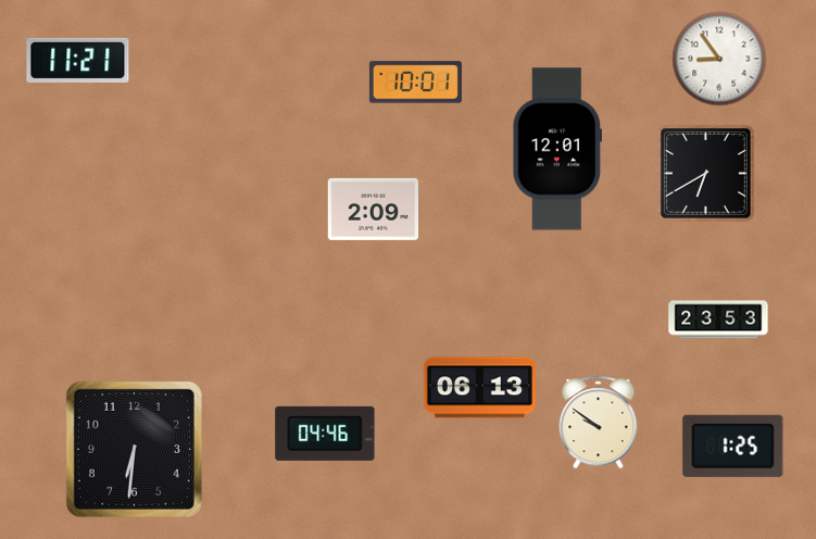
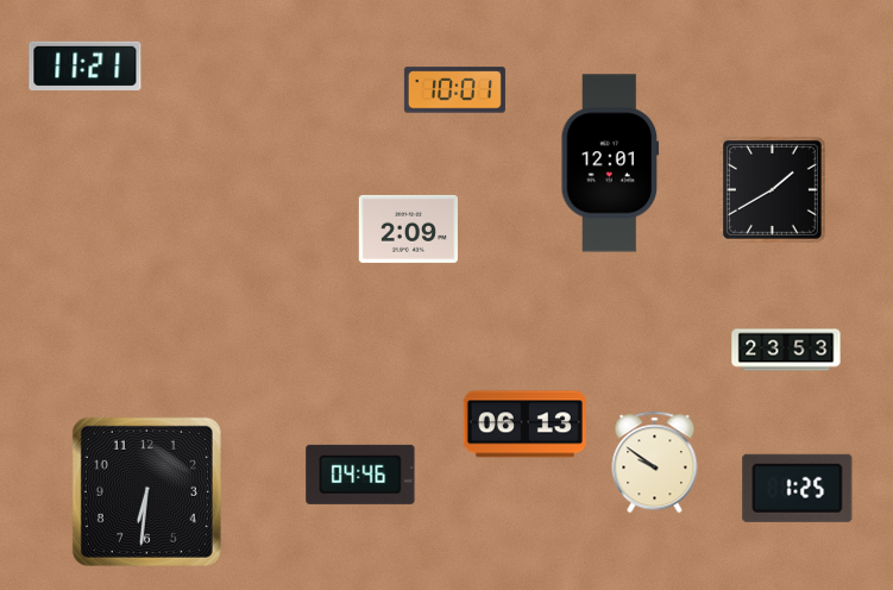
clock at (719, 59): 8:54 -> none
clock at (705, 173): 6:40 -> 1:40
clock at (325, 434) position: (325, 434) -> (360, 475)
clock at (733, 446) position: (733, 446) -> (798, 488)
